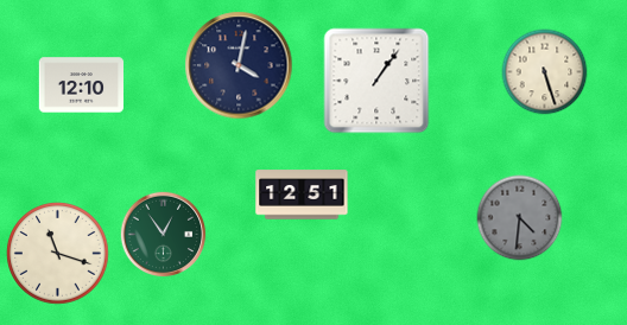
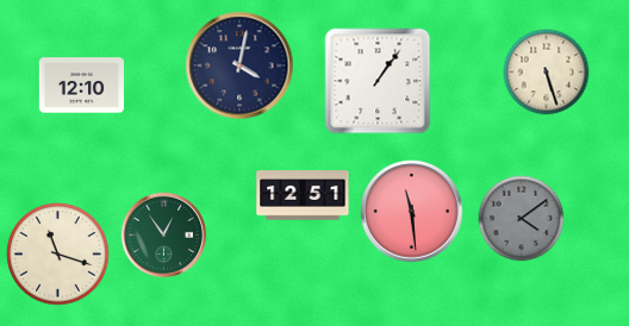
clock at (412, 212): none -> 11:29
clock at (520, 218): 4:31 -> 4:09
